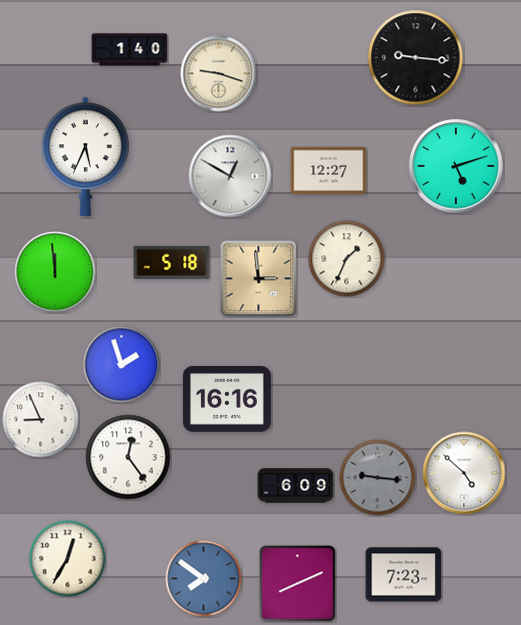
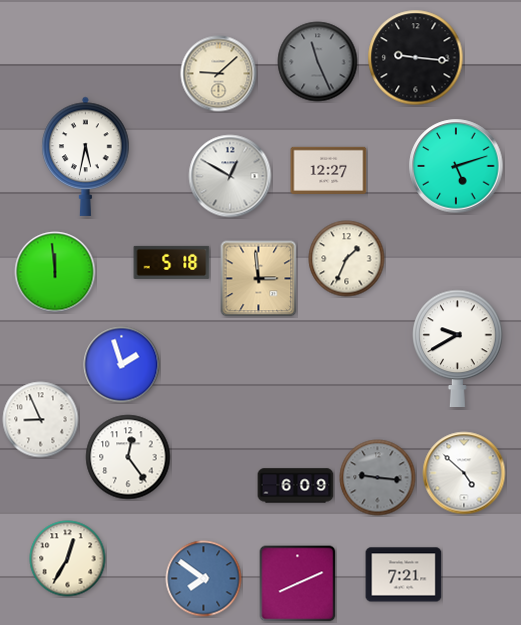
clock at (130, 50): 1:40 -> none
clock at (318, 62): none -> 11:26
clock at (219, 74): 9:18 -> 9:08
clock at (86, 156): 5:34 -> 5:32
clock at (458, 348): none -> 9:40
clock at (227, 399): 16:16 -> none
clock at (404, 575): 7:23 -> 7:21
